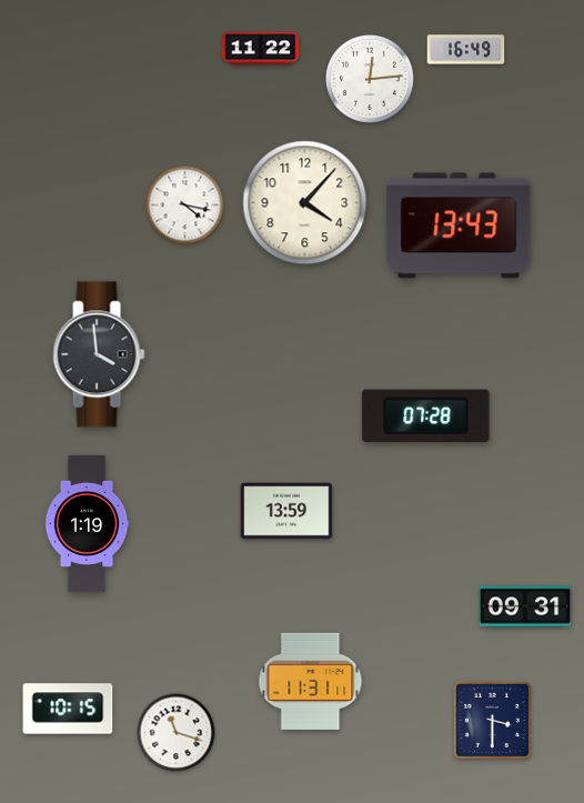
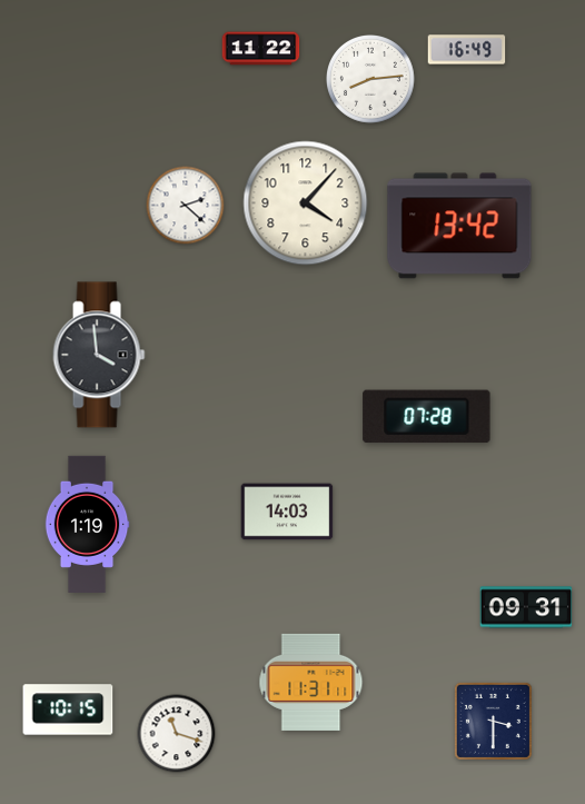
clock at (371, 80): 12:14 -> 8:14
clock at (185, 205): 4:17 -> 2:22
clock at (459, 225): 13:43 -> 13:42
clock at (286, 511): 13:59 -> 14:03
